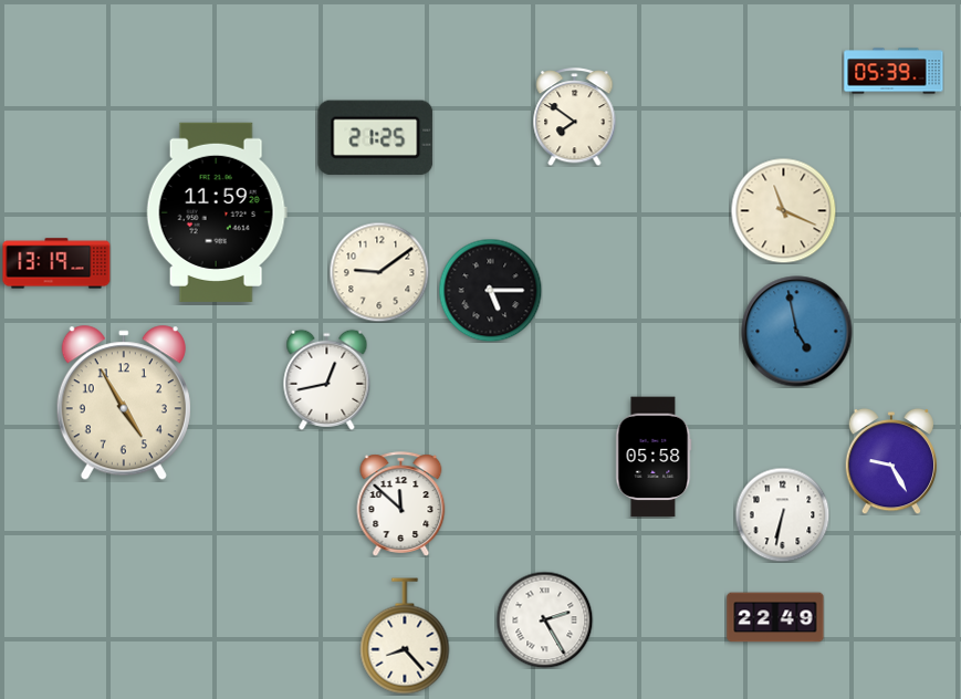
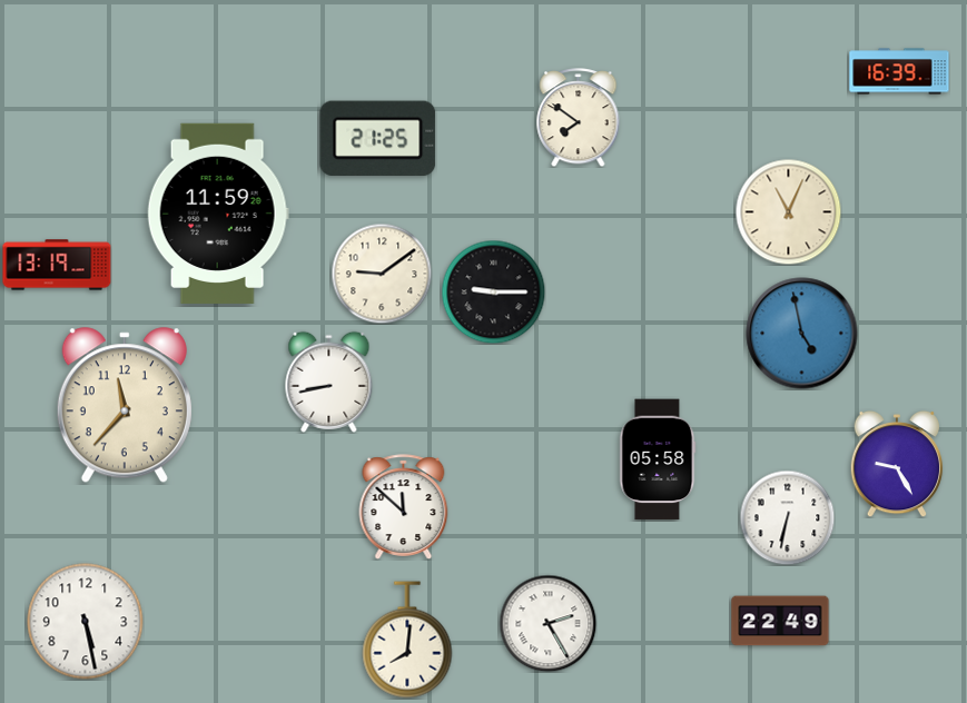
clock at (894, 71): 05:39 -> 16:39
clock at (783, 210): 11:19 -> 11:04
clock at (490, 290): 5:15 -> 9:15
clock at (327, 379): 12:43 -> 8:43
clock at (124, 404): 4:55 -> 11:37
clock at (86, 622): none -> 5:28
clock at (405, 636): 8:23 -> 8:01
